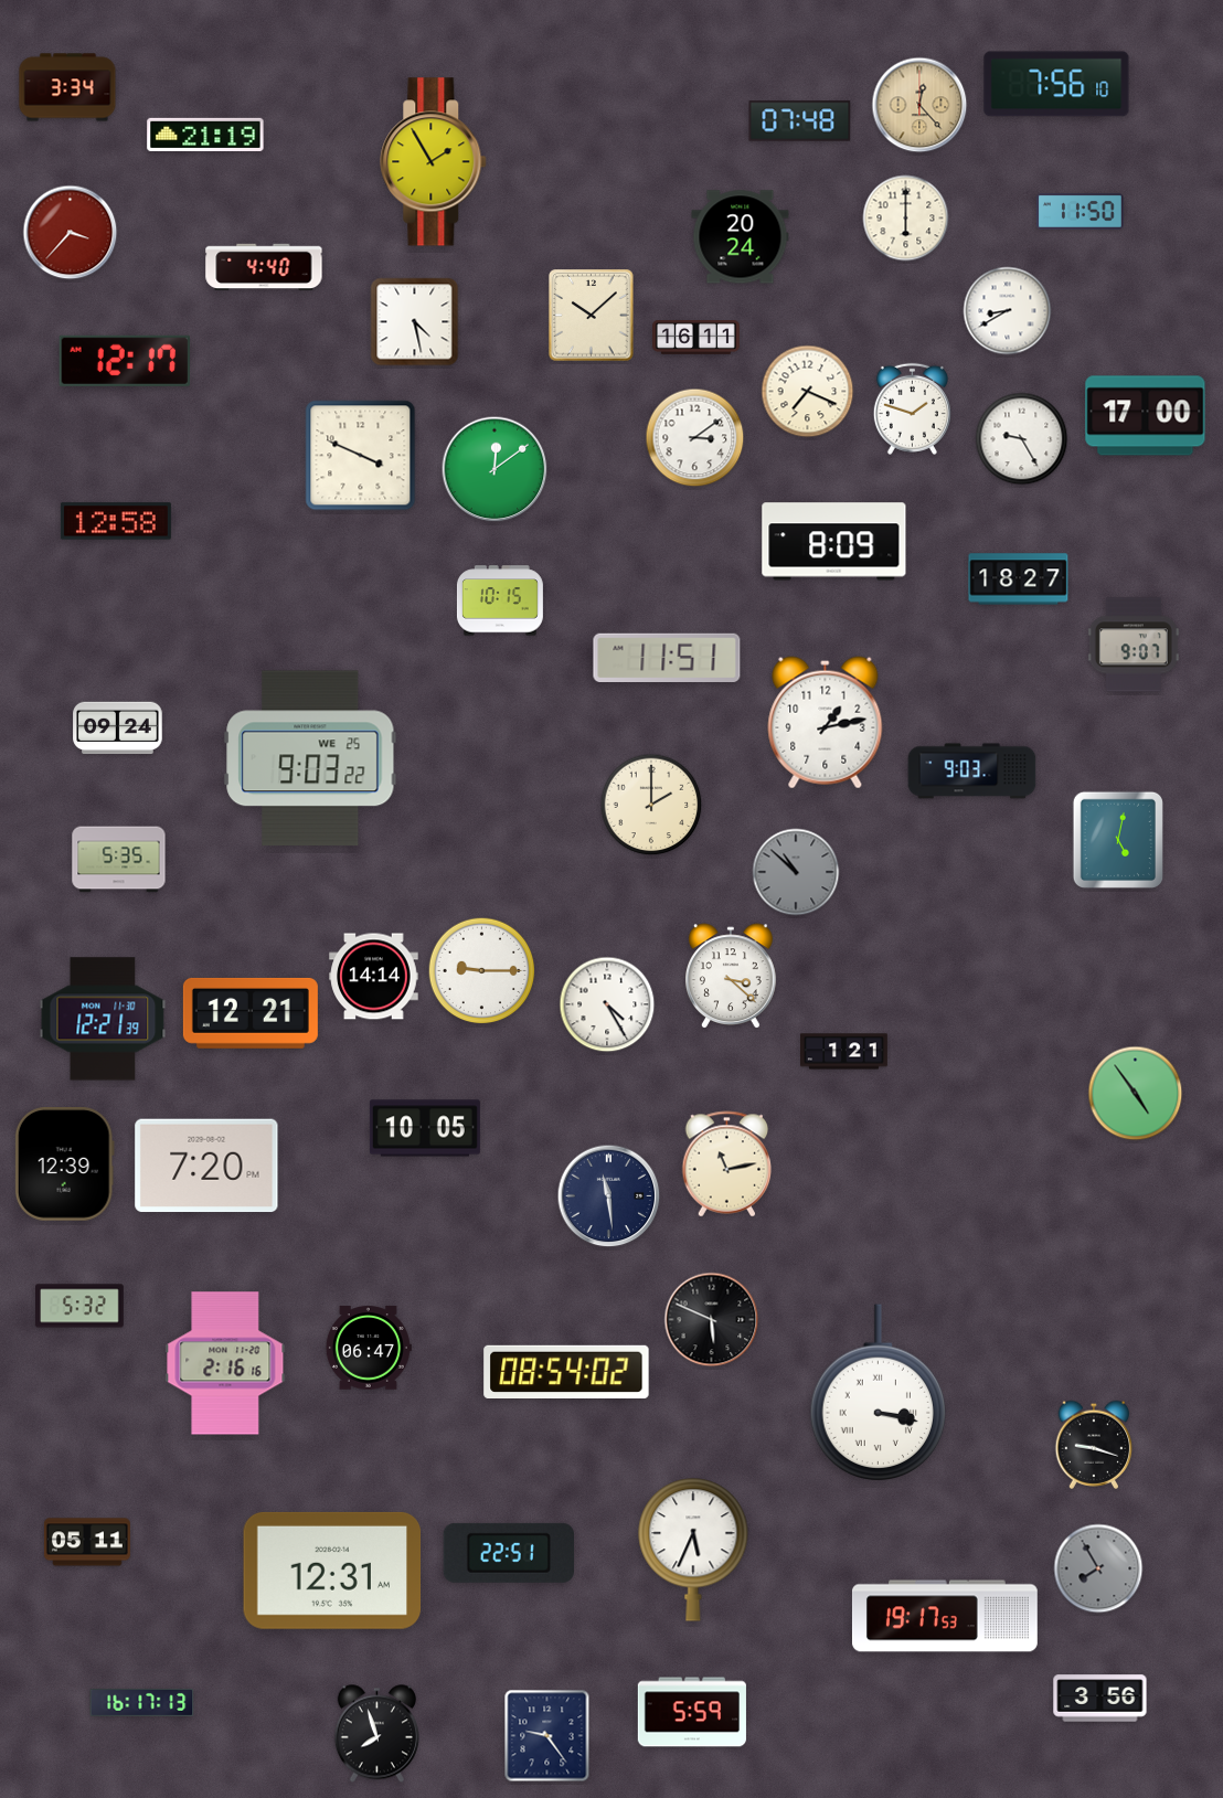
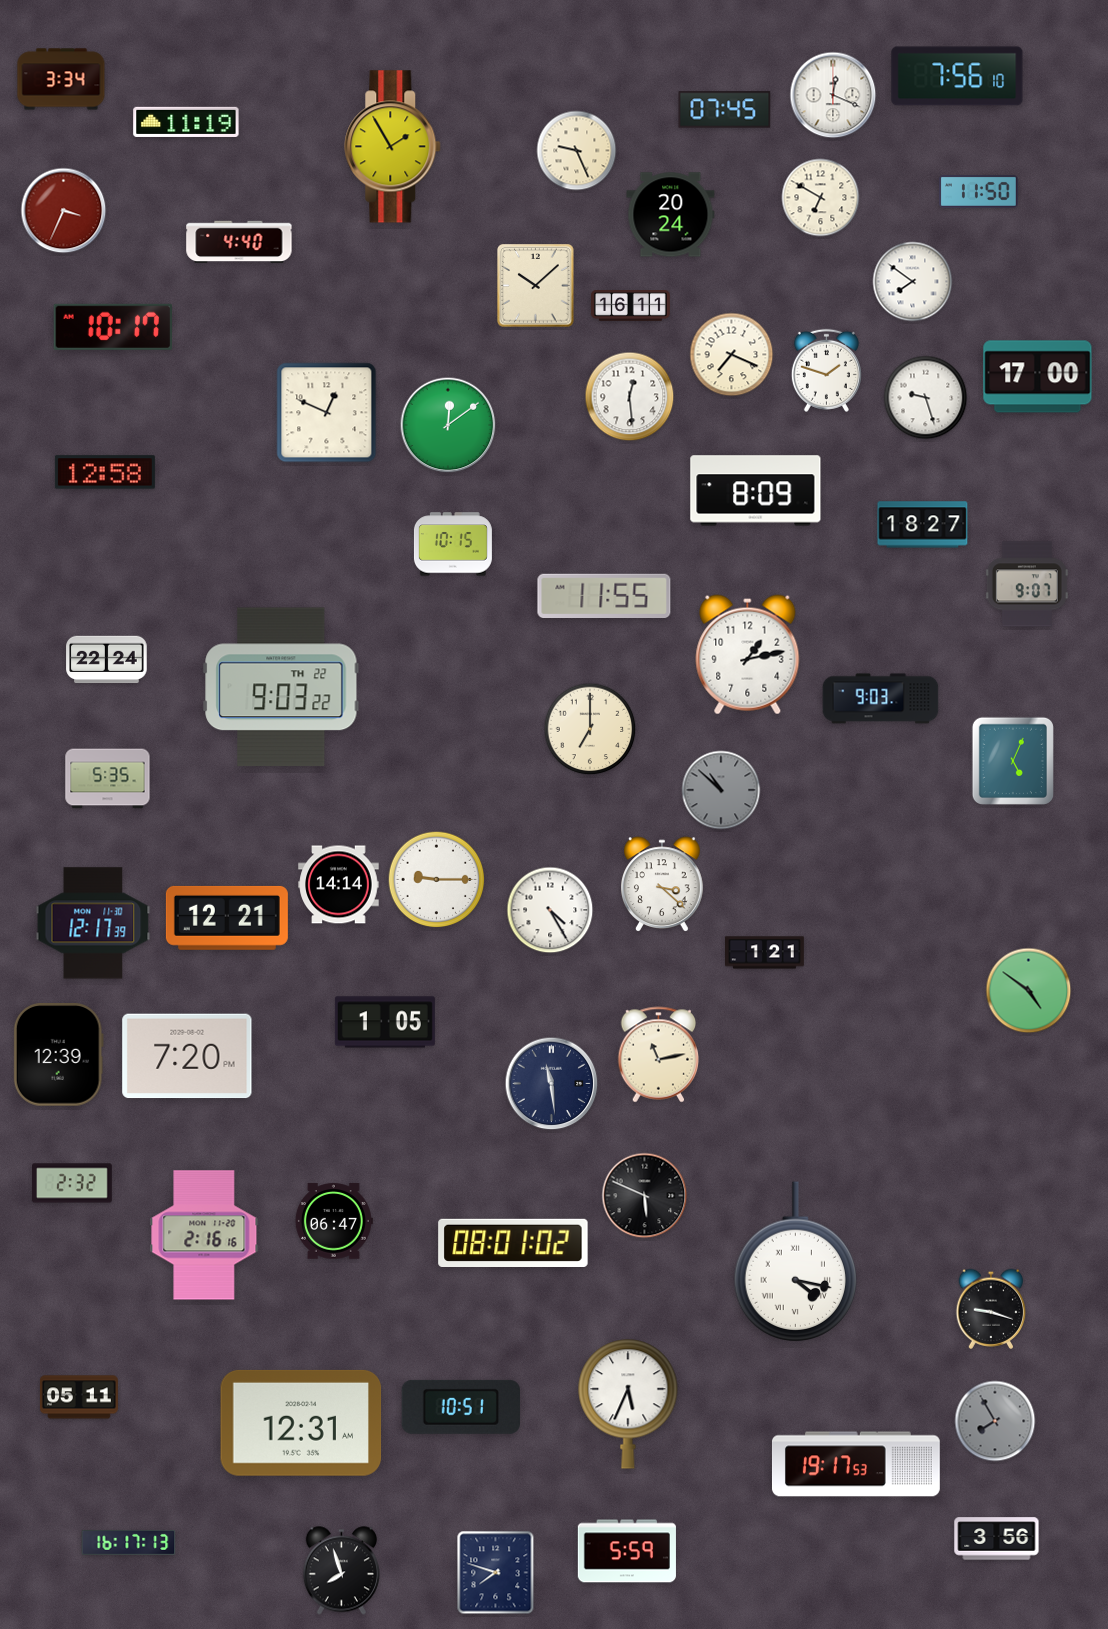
clock at (919, 105): 12:23 -> 12:19
clock at (919, 105) dial: champagne -> white
clock at (800, 121): 07:48 -> 07:45
clock at (205, 135): 21:19 -> 11:19
clock at (577, 151): none -> 9:26
clock at (906, 219): 6:00 -> 6:50
clock at (71, 233): 3:37 -> 3:34
clock at (1008, 311): 8:40 -> 7:51
clock at (415, 322): 4:28 -> none
clock at (124, 361): 12:17 -> 10:17
clock at (695, 438): 3:09 -> 12:29
clock at (1022, 439): 9:25 -> 9:27
clock at (361, 456): 3:49 -> 12:49
clock at (667, 657): 11:51 -> 11:55
clock at (118, 728): 09:24 -> 22:24
clock at (310, 758) date: WE 25 -> TH 22
clock at (651, 805): 2:00 -> 7:00
clock at (1118, 840): 5:02 -> 5:04
clock at (103, 1019): 12:21 -> 12:17
clock at (1136, 1094): 4:54 -> 4:51
clock at (425, 1128): 10:05 -> 1:05
clock at (79, 1306): 5:32 -> 2:32
clock at (566, 1371): 08:54 -> 08:01
clock at (879, 1393): 3:17 -> 4:17
clock at (508, 1553): 22:51 -> 10:51
clock at (547, 1736): 9:24 -> 7:48
